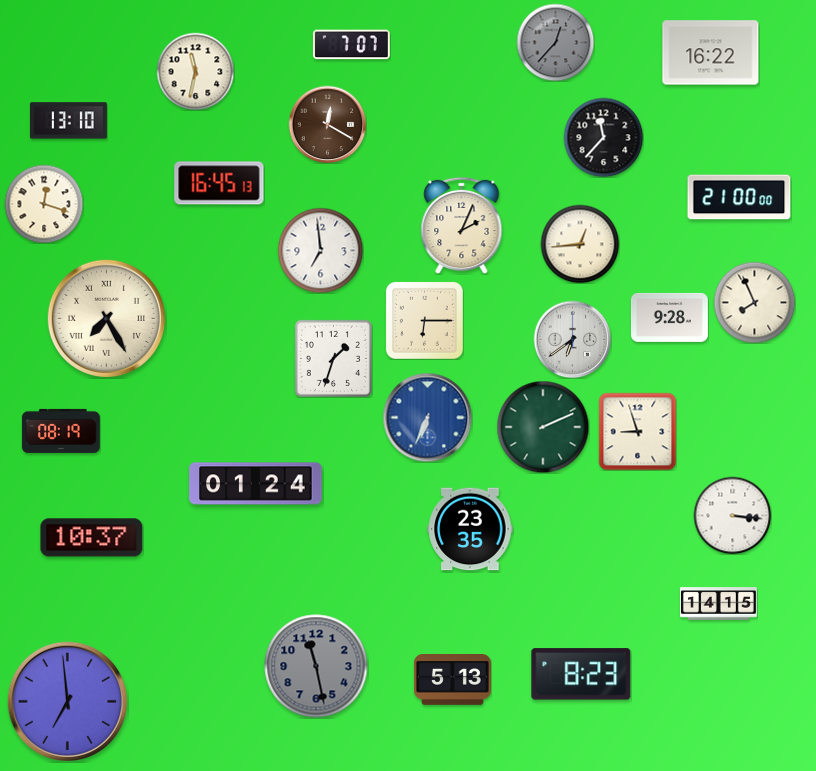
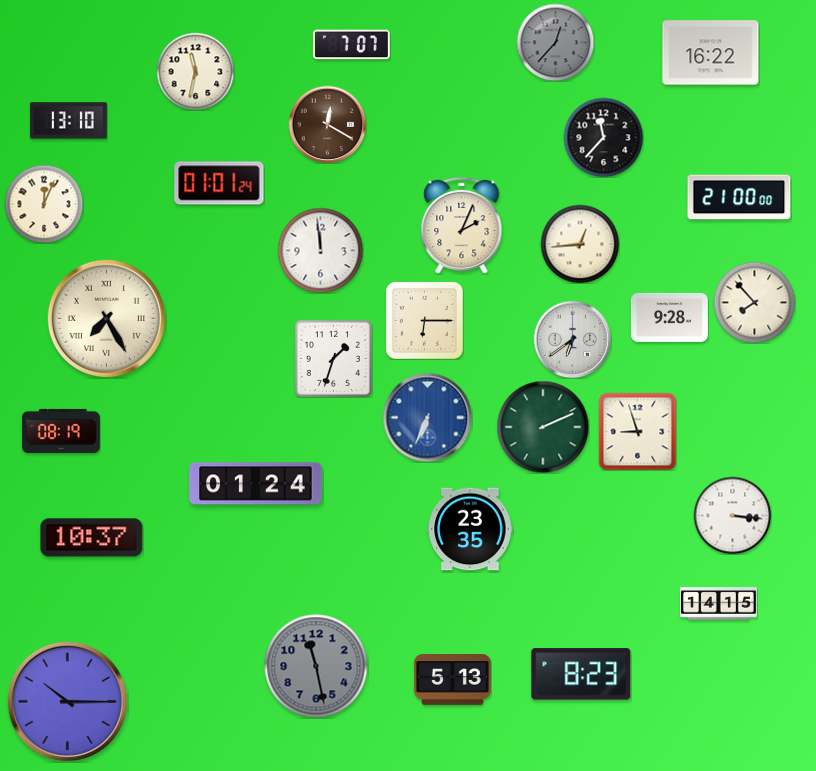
clock at (219, 183): 16:45 -> 01:01
clock at (44, 204): 12:18 -> 12:04
clock at (320, 250): 6:59 -> 11:59
clock at (754, 302): 7:56 -> 7:53
clock at (67, 701): 6:59 -> 10:15
